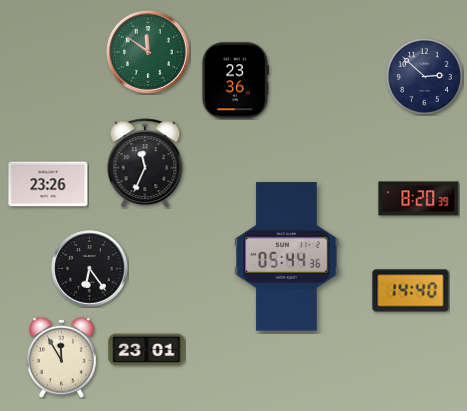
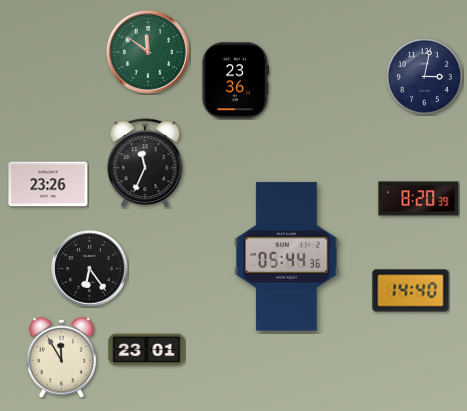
clock at (424, 76): 2:52 -> 3:02
